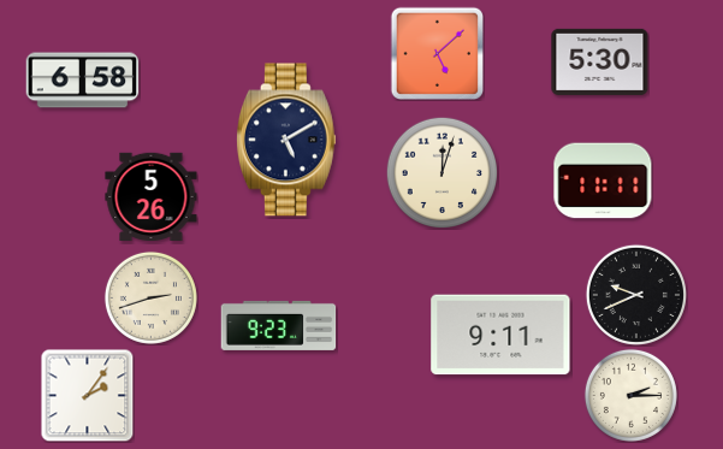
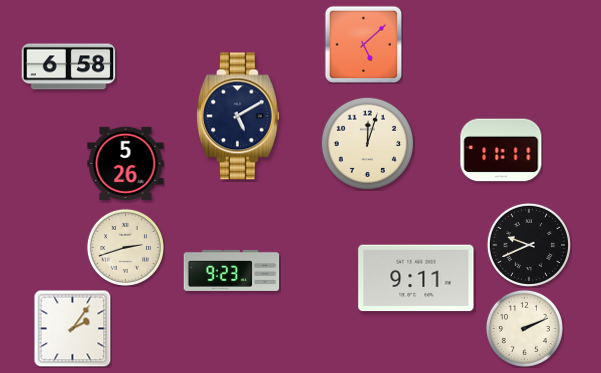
clock at (600, 61): 5:30 -> none
clock at (630, 395): 2:15 -> 2:11
